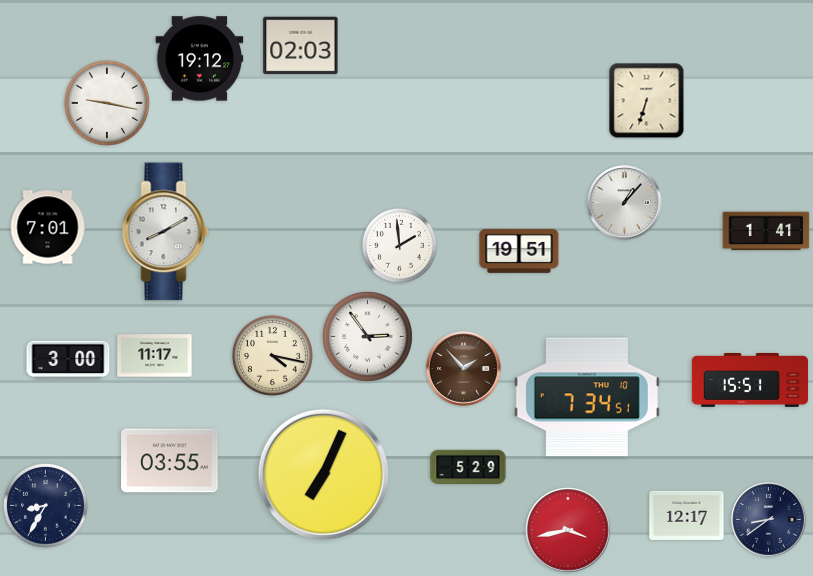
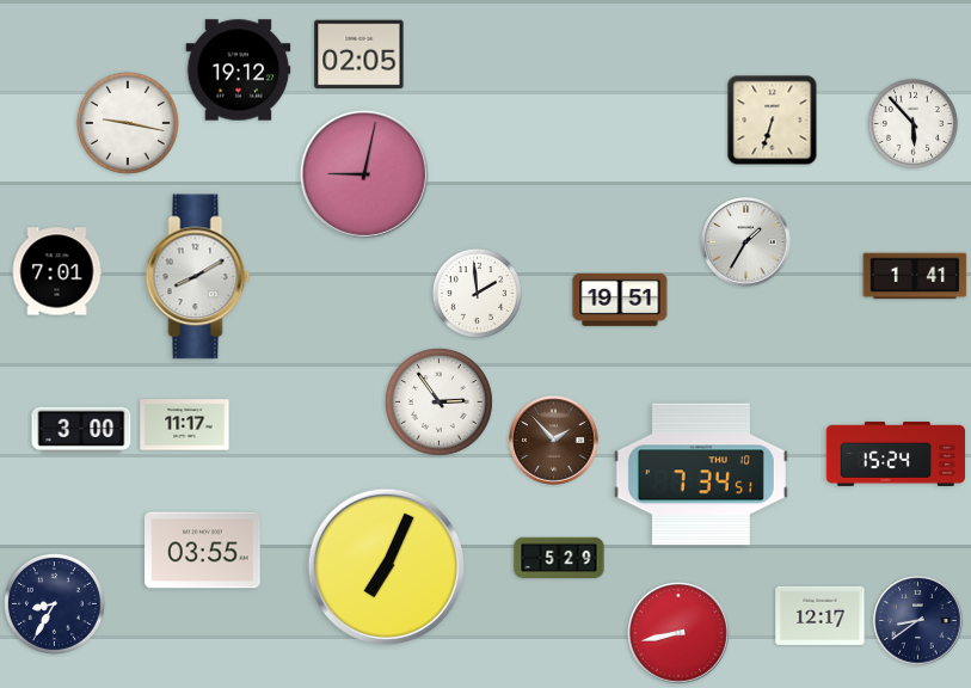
clock at (301, 46): 02:03 -> 02:05
clock at (912, 123): none -> 5:53
clock at (364, 174): none -> 9:02
clock at (625, 203): 1:07 -> 1:35
clock at (272, 355): 4:17 -> none
clock at (750, 380): 15:51 -> 15:24
clock at (569, 531): 3:43 -> 8:43
